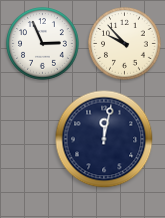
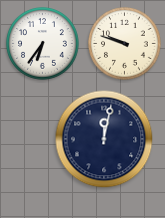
clock at (43, 44): 2:56 -> 6:36
clock at (125, 44): 9:53 -> 9:48
